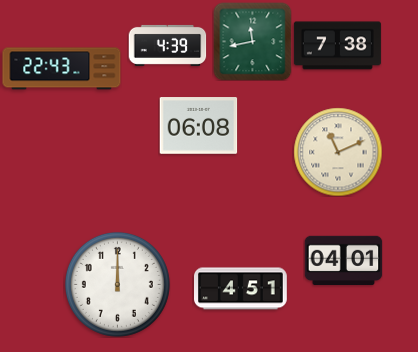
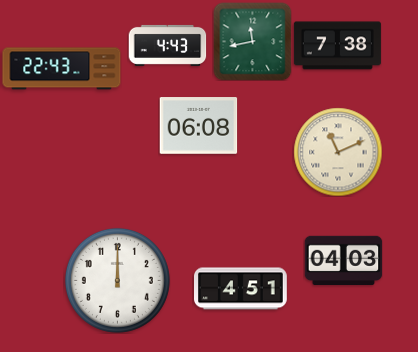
clock at (167, 45): 4:39 -> 4:43
clock at (343, 260): 04:01 -> 04:03
clock at (117, 284) position: (117, 284) -> (117, 280)
